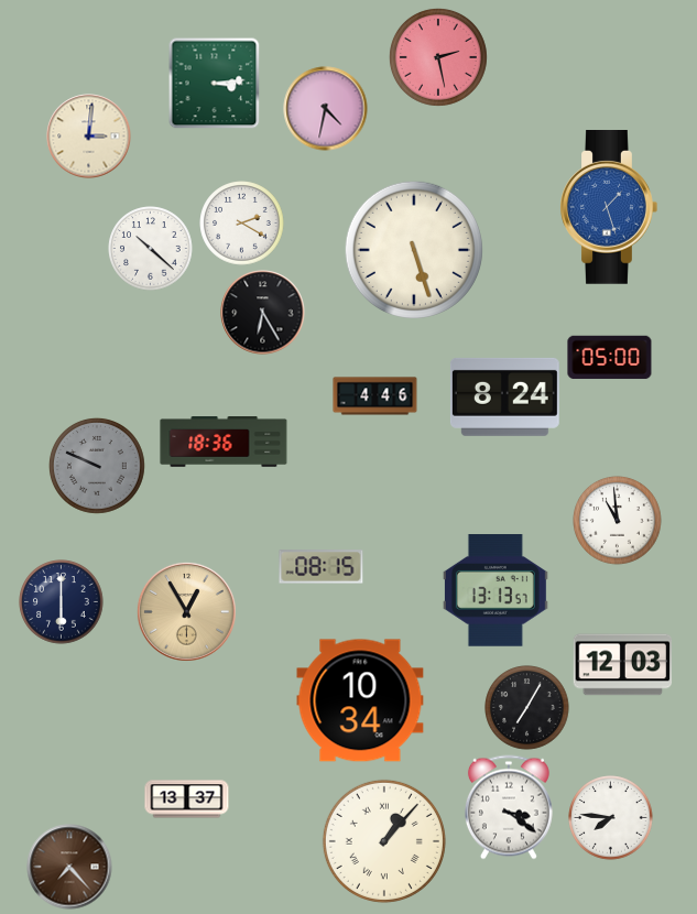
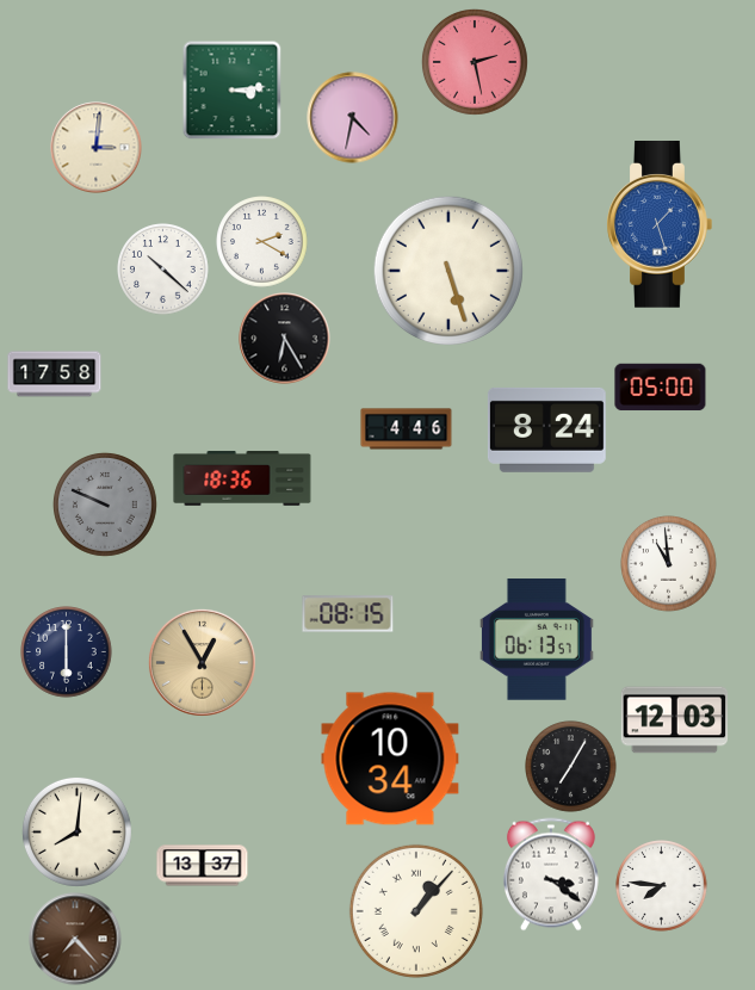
clock at (55, 375): none -> 17:58
clock at (495, 590): 13:13 -> 06:13
clock at (76, 831): none -> 8:01
